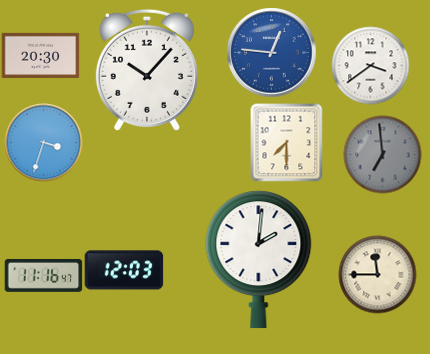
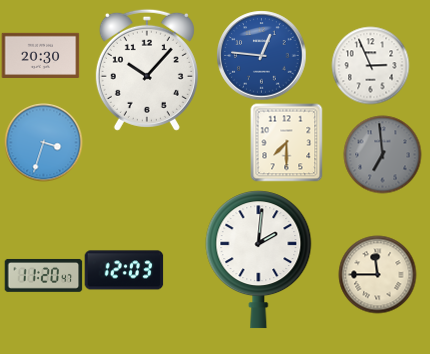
clock at (271, 52) position: (271, 52) -> (261, 55)
clock at (370, 65): 3:39 -> 2:56
clock at (43, 276): 11:16 -> 11:20
